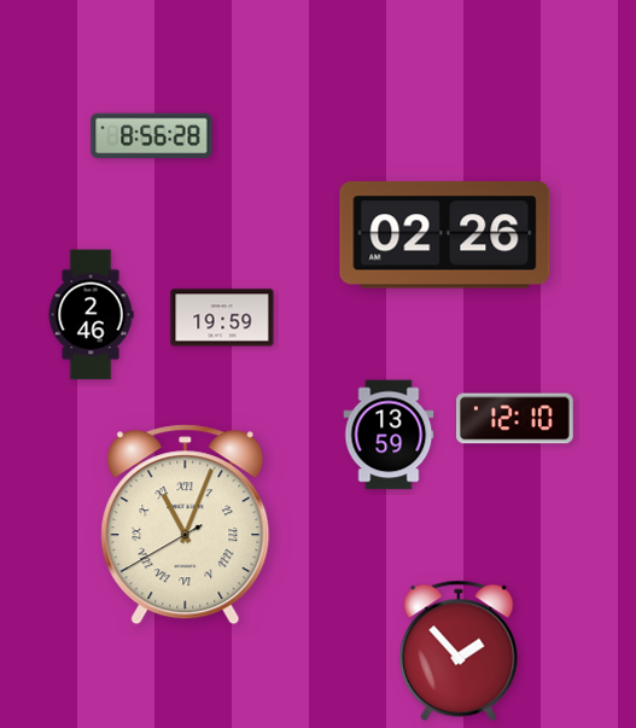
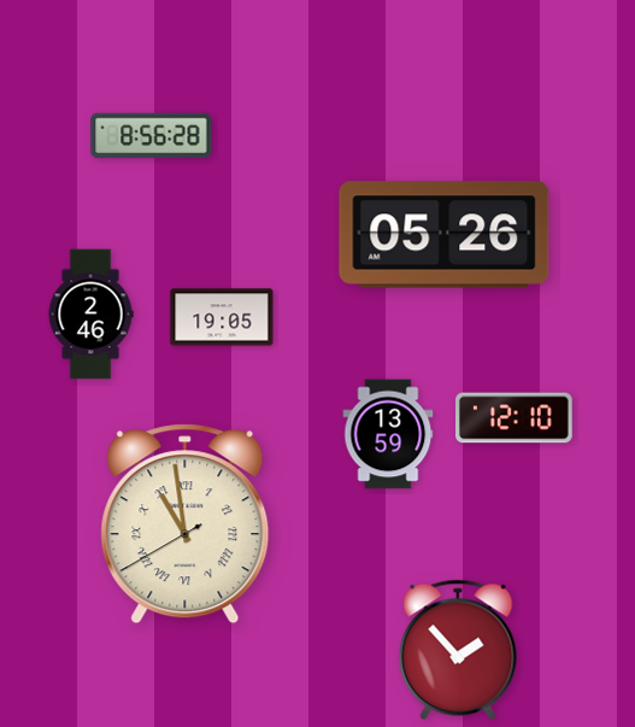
clock at (445, 235): 02:26 -> 05:26
clock at (222, 318): 19:59 -> 19:05
clock at (186, 525): 11:03 -> 10:58
